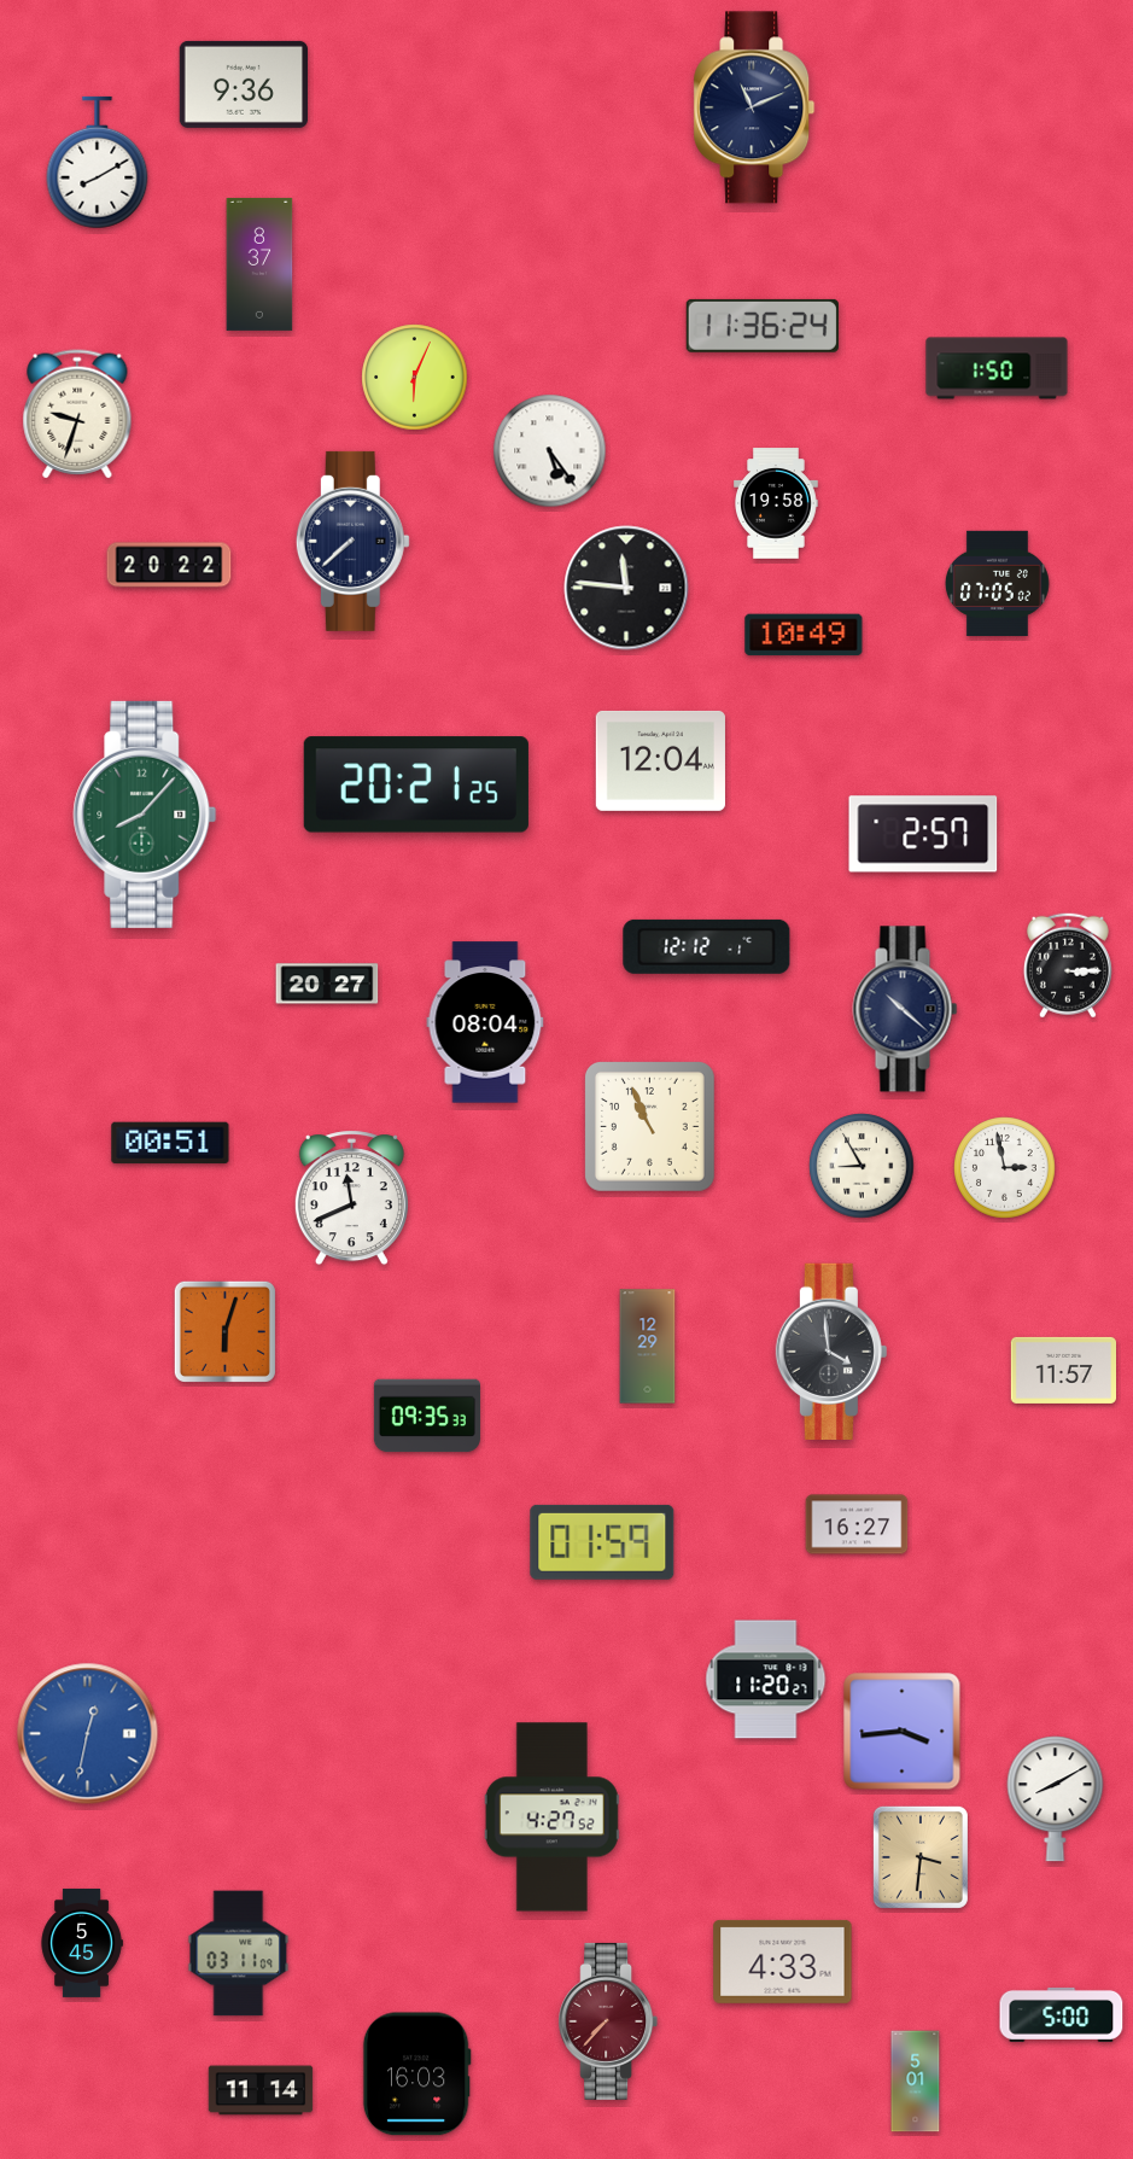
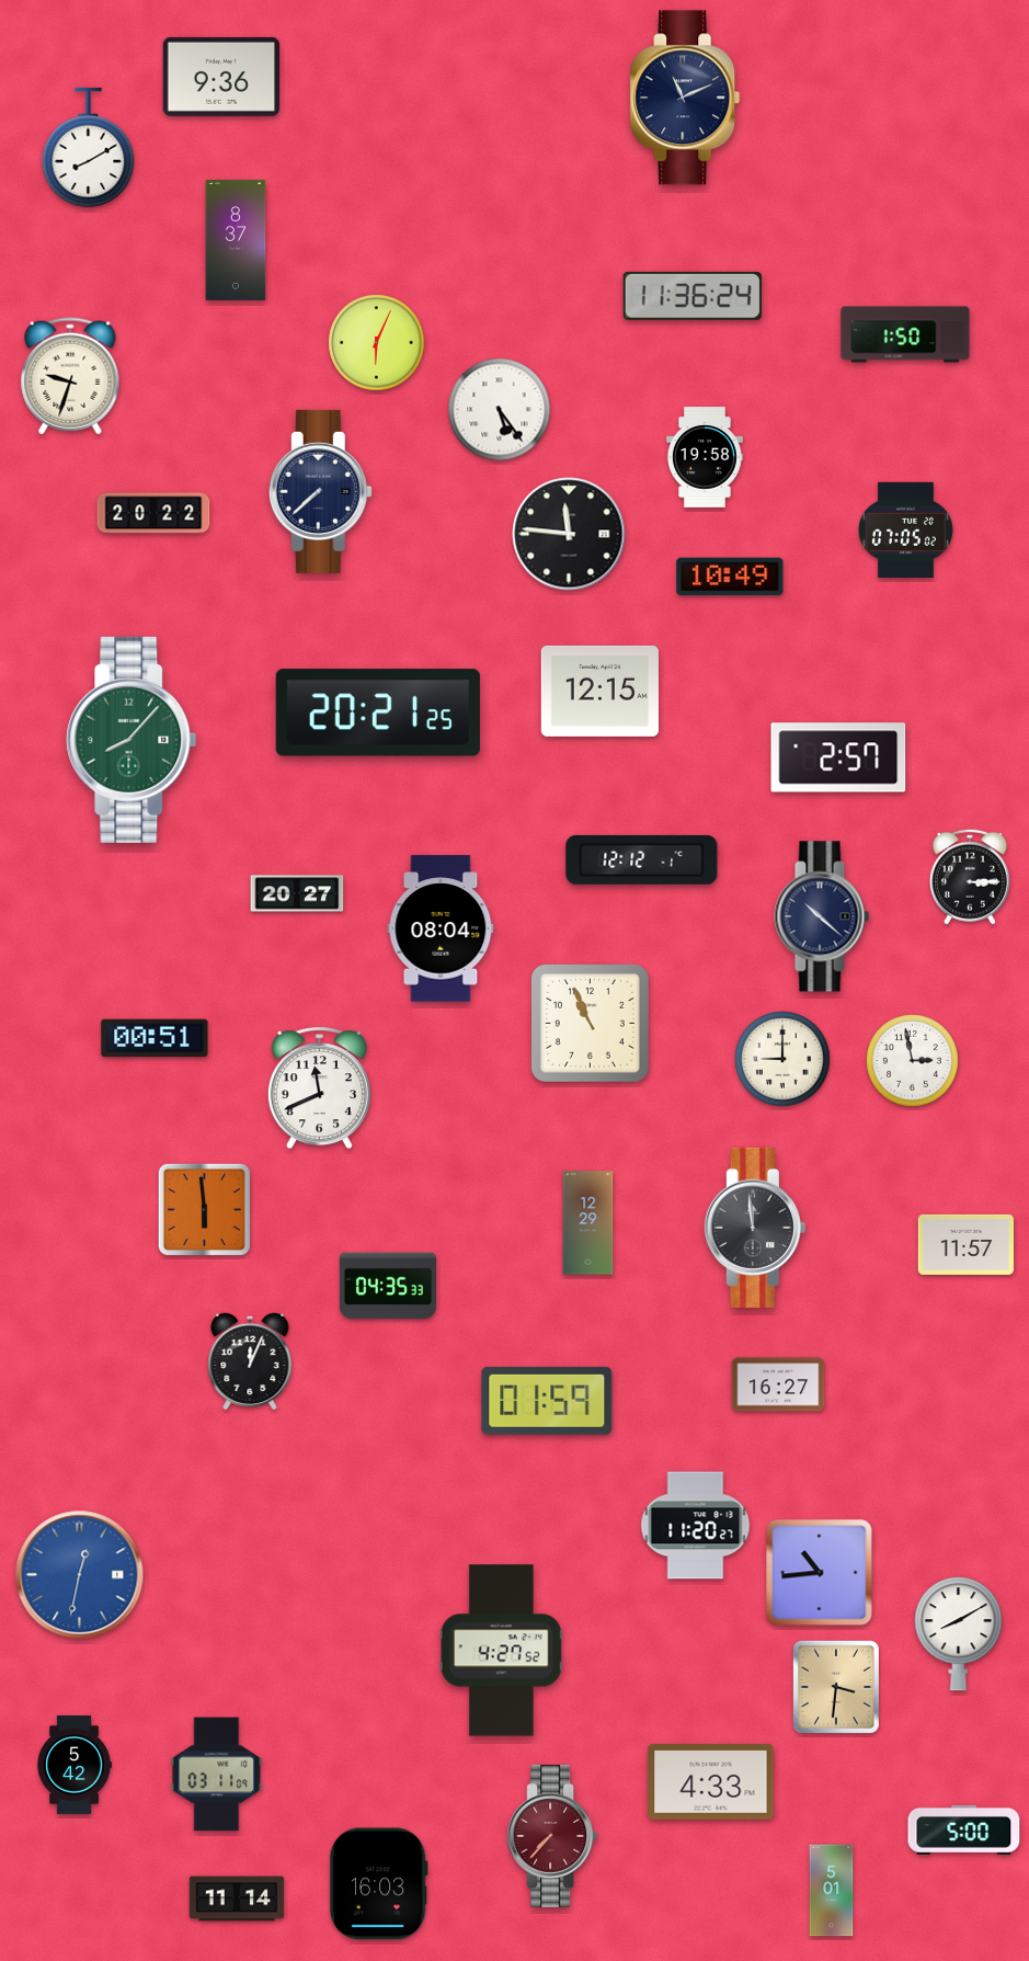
clock at (660, 760): 12:04 -> 12:15
clock at (862, 1166): 8:55 -> 9:00
clock at (224, 1331): 6:03 -> 5:59
clock at (831, 1352): 3:59 -> 11:59
clock at (427, 1416): 09:35 -> 04:35
clock at (250, 1361): none -> 12:04
clock at (903, 1732): 3:44 -> 10:44
clock at (82, 1943): 5:45 -> 5:42
